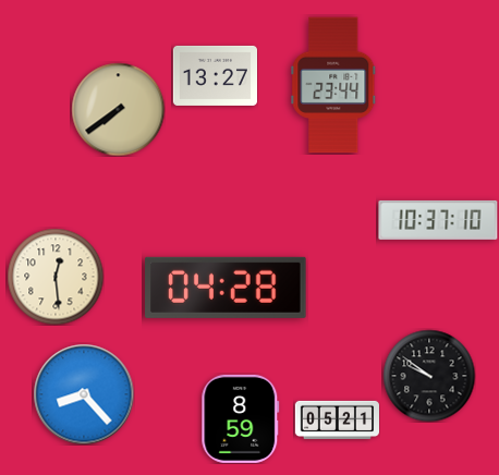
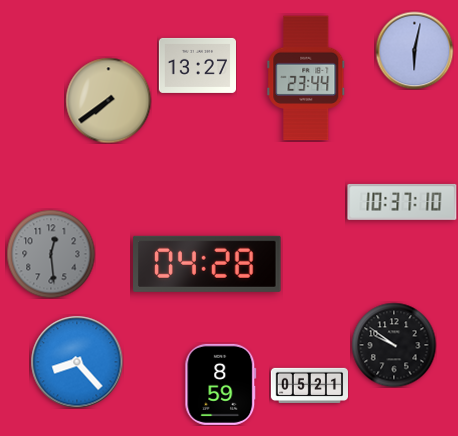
clock at (414, 50): none -> 6:02
clock at (215, 75) position: (215, 75) -> (197, 65)
clock at (56, 277) dial: cream -> grey
